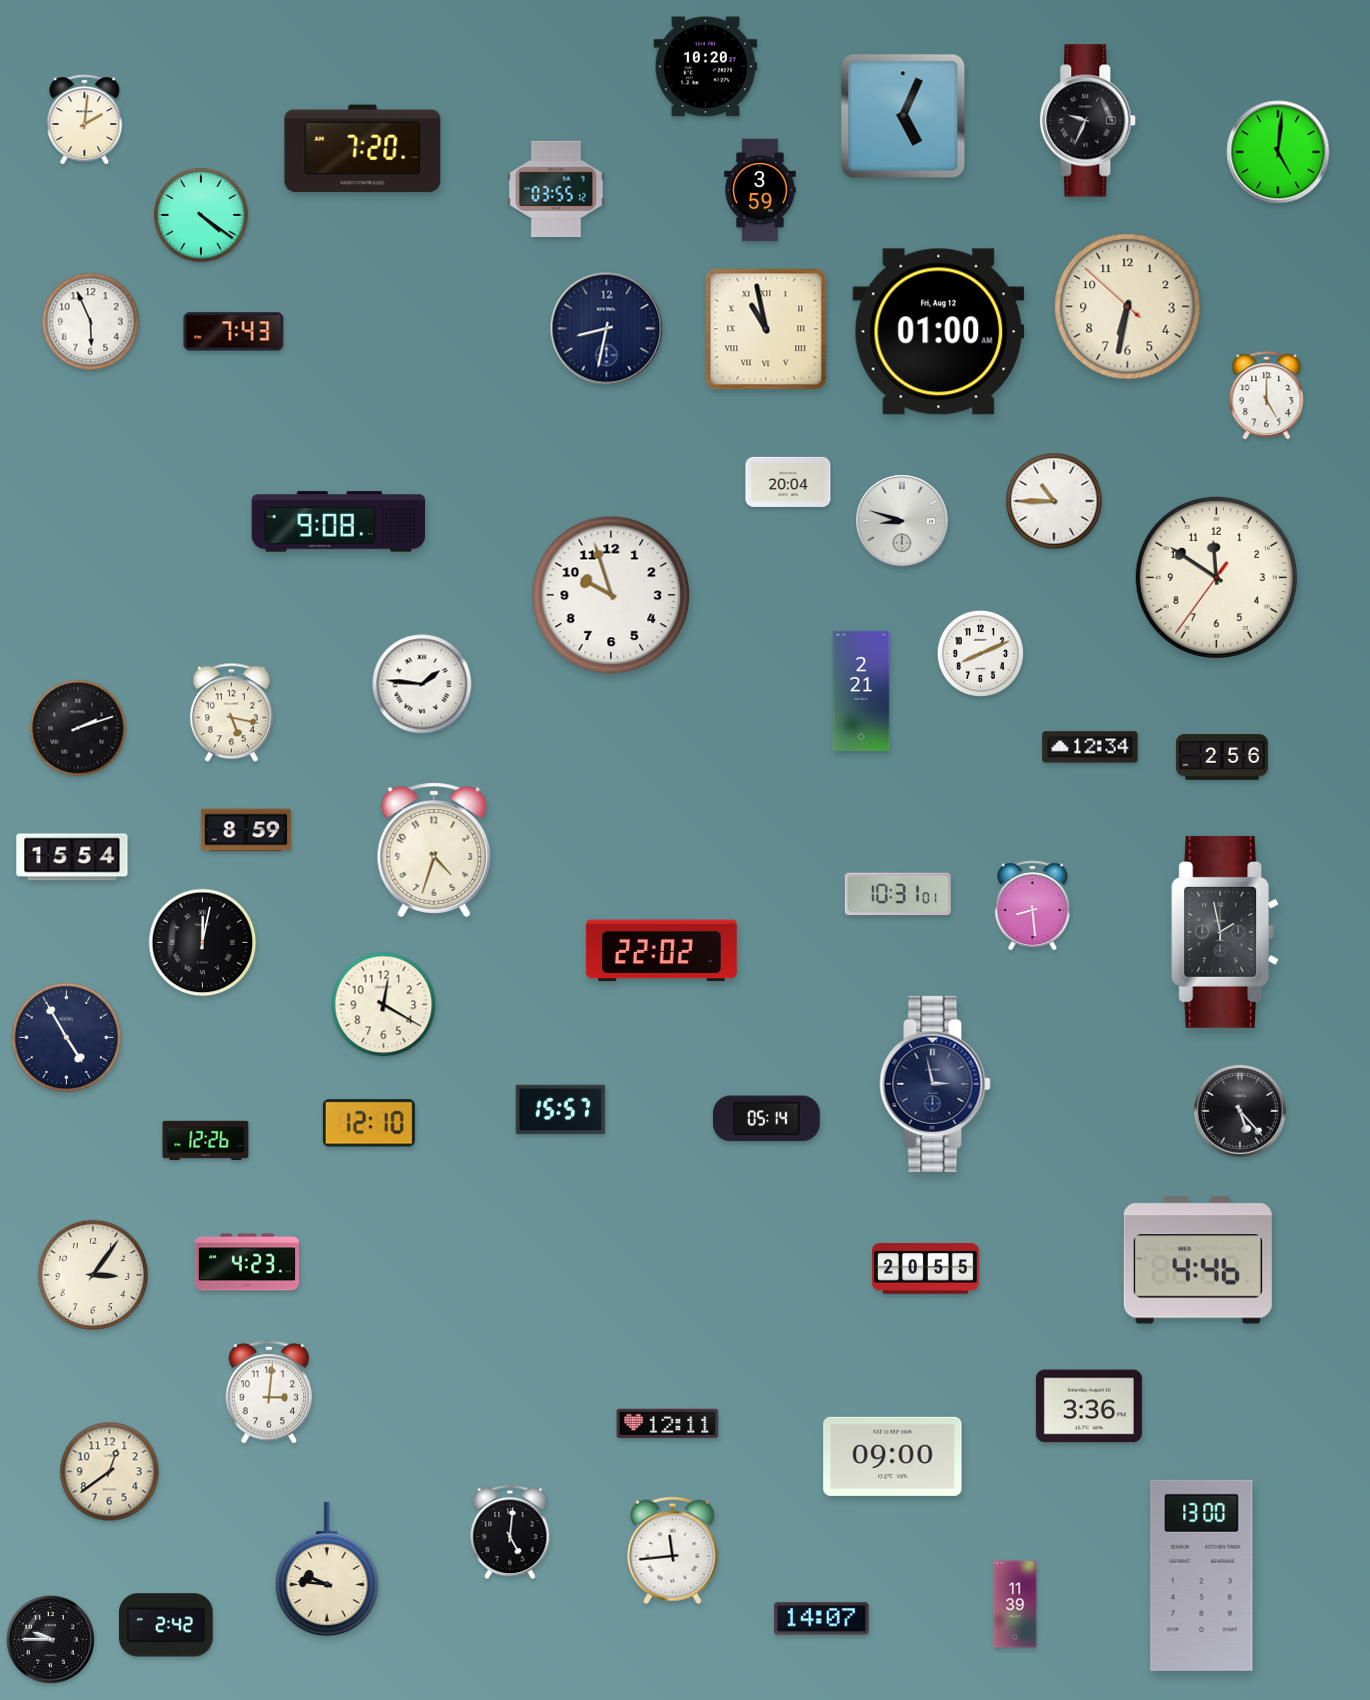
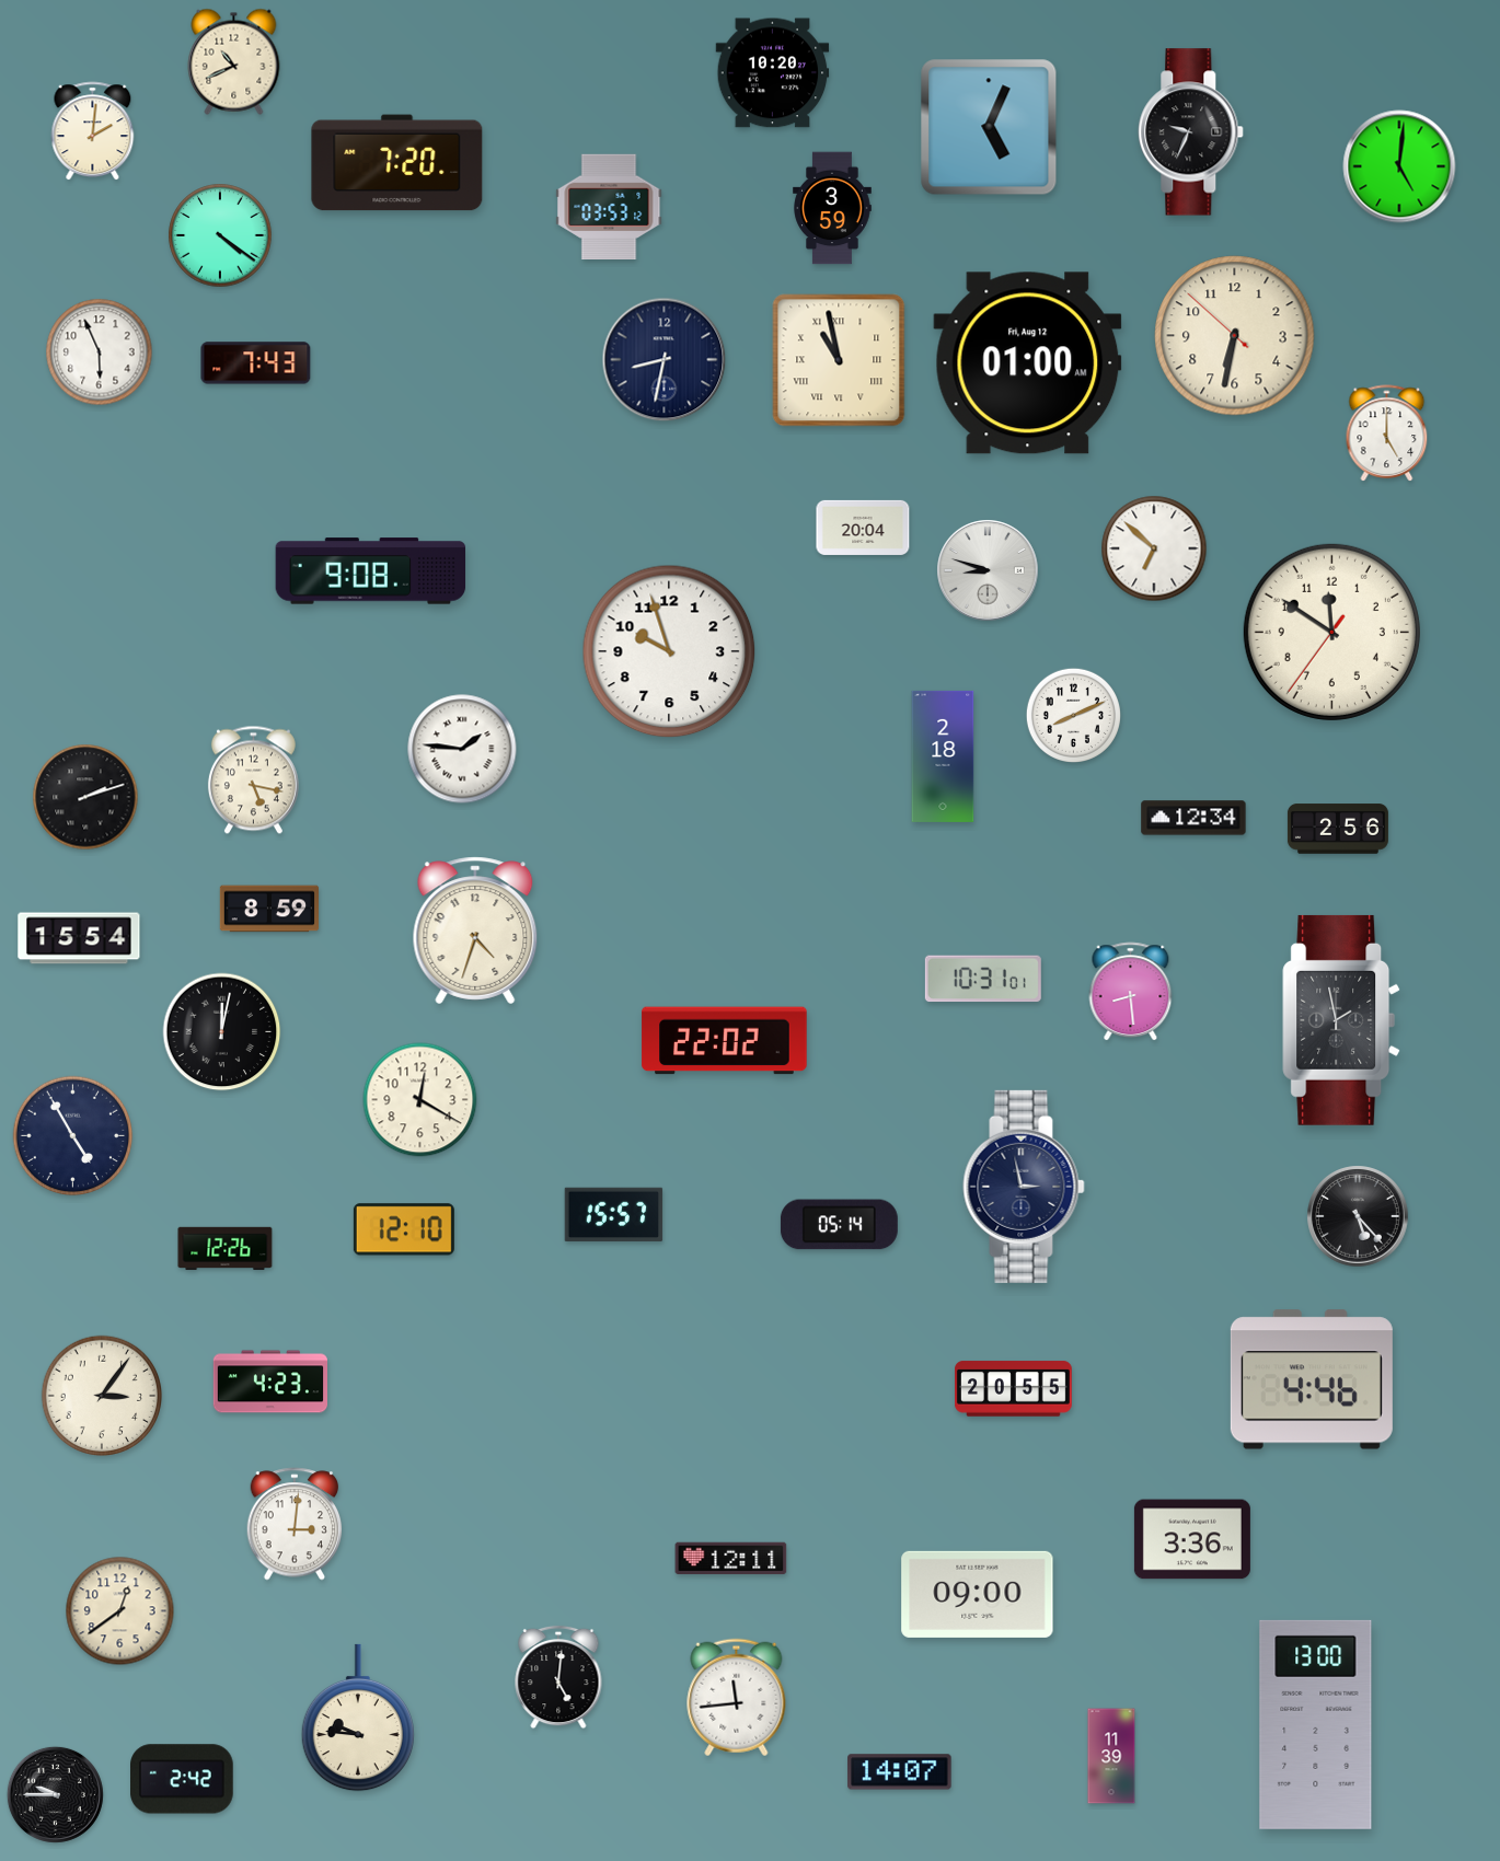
clock at (234, 61): none -> 10:41
clock at (556, 188): 03:55 -> 03:53
clock at (1054, 501): 10:45 -> 6:52
clock at (861, 691): 2:21 -> 2:18
